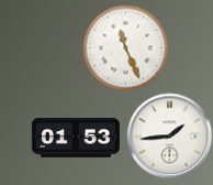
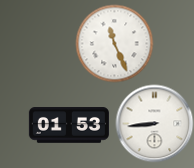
clock at (169, 135): 1:44 -> 8:44
